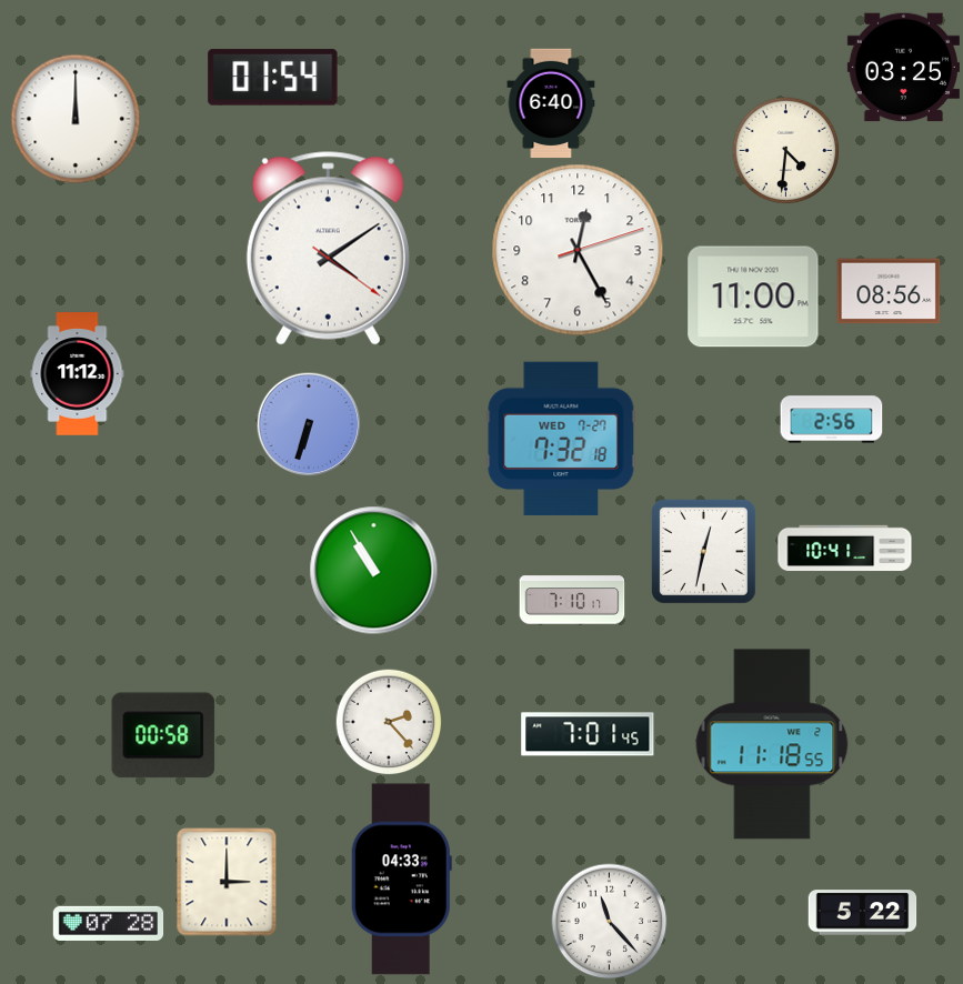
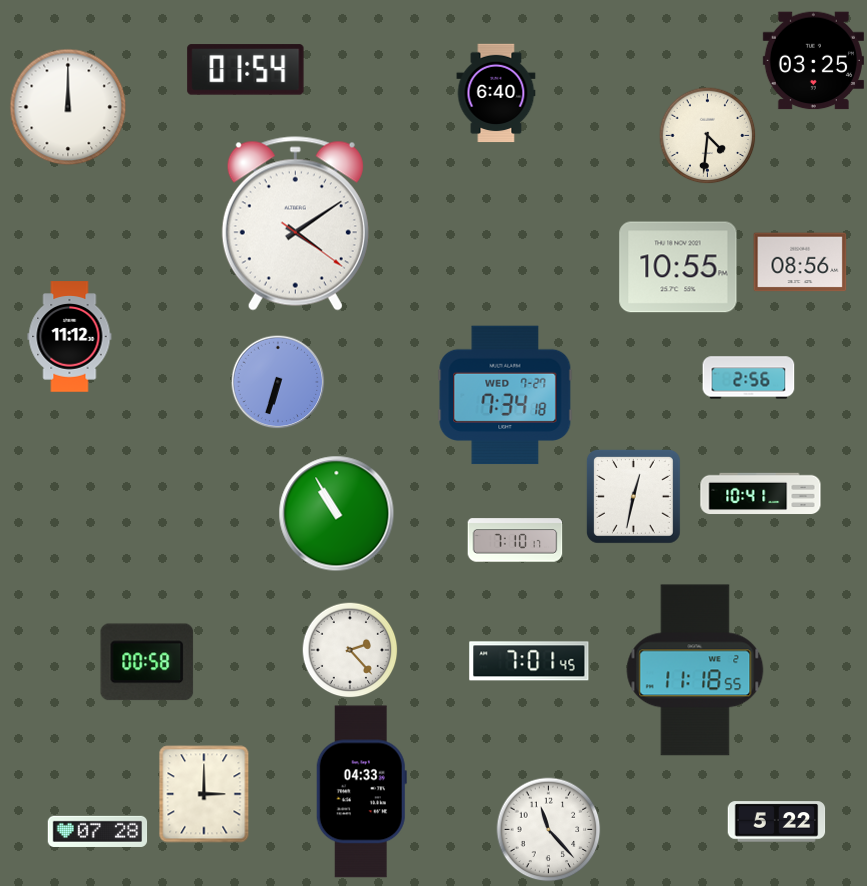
clock at (578, 250): 12:25 -> none
clock at (753, 297): 11:00 -> 10:55
clock at (561, 439): 7:32 -> 7:34
